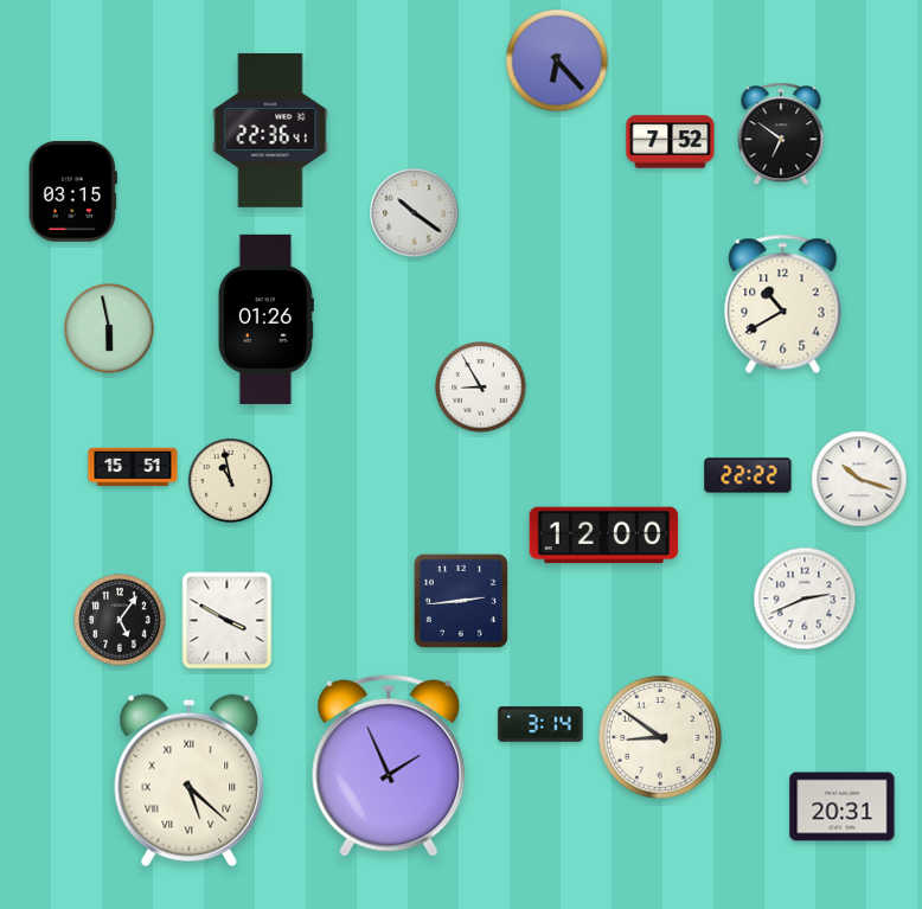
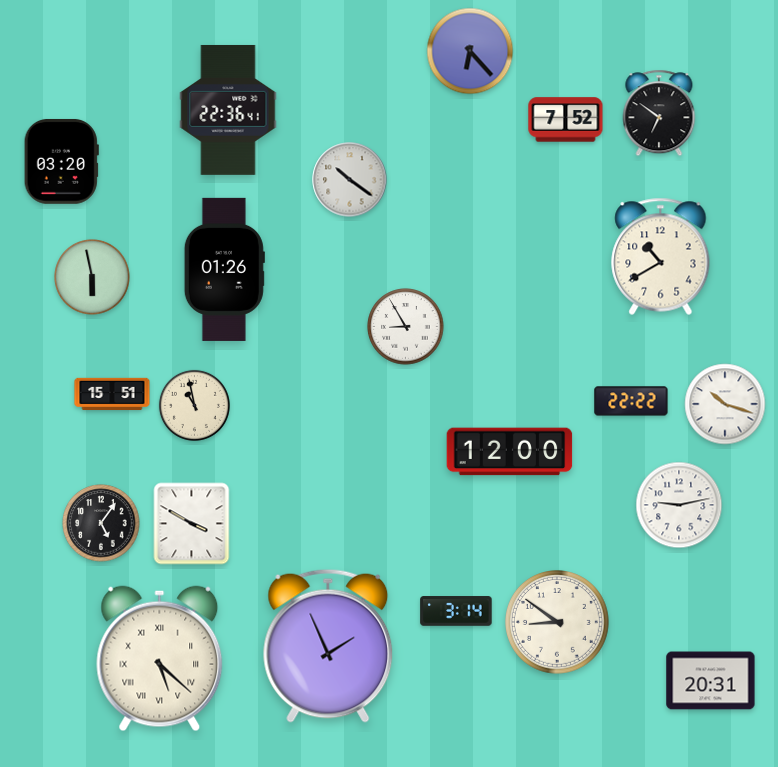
clock at (72, 192): 03:15 -> 03:20
clock at (805, 598): 2:41 -> 9:13
clock at (460, 600): 2:44 -> none
